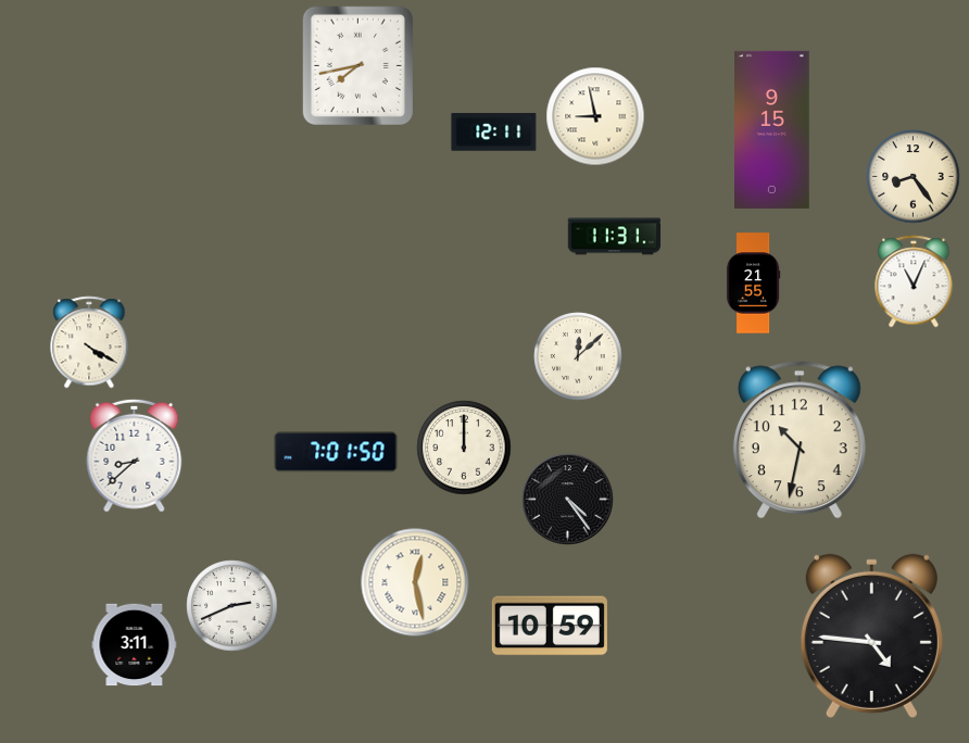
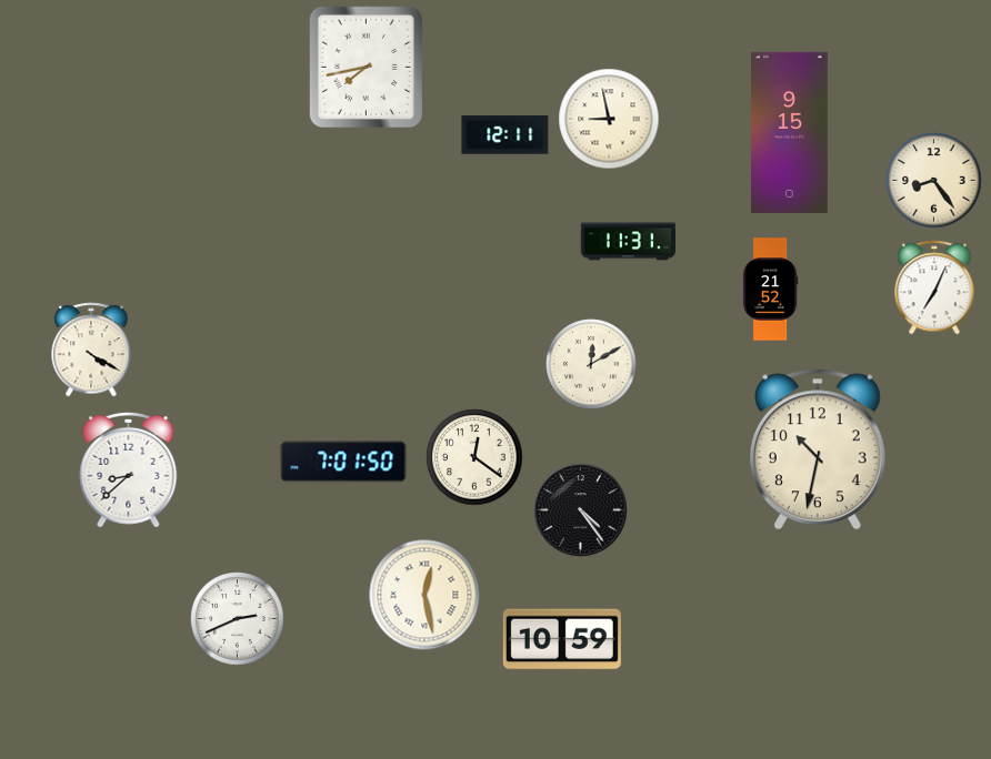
clock at (914, 281): 11:04 -> 7:04
clock at (753, 284): 21:55 -> 21:52
clock at (578, 356): 12:08 -> 12:10
clock at (464, 448): 12:00 -> 12:21
clock at (135, 455) position: (135, 455) -> (129, 469)
clock at (871, 635): 4:46 -> none
clock at (135, 645): 3:11 -> none
